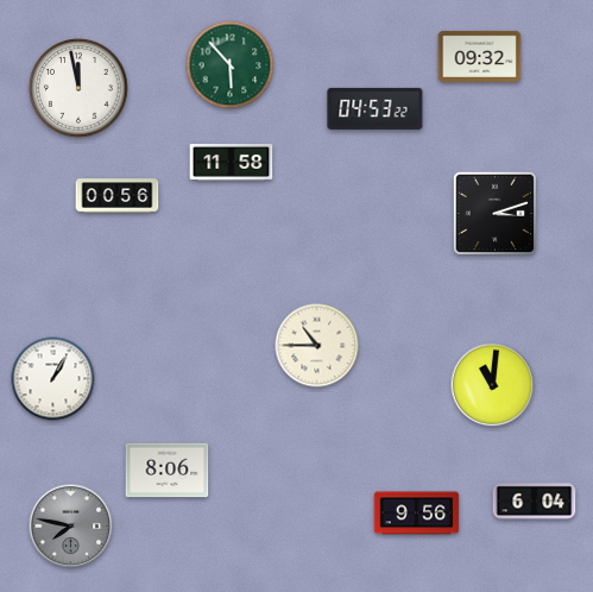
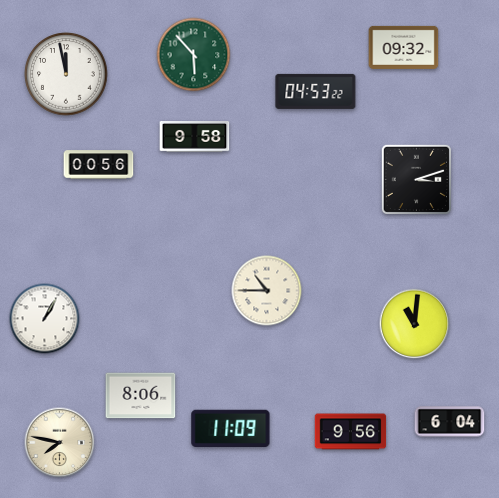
clock at (232, 163): 11:58 -> 9:58
clock at (231, 428): none -> 11:09
clock at (71, 527) dial: grey -> cream
